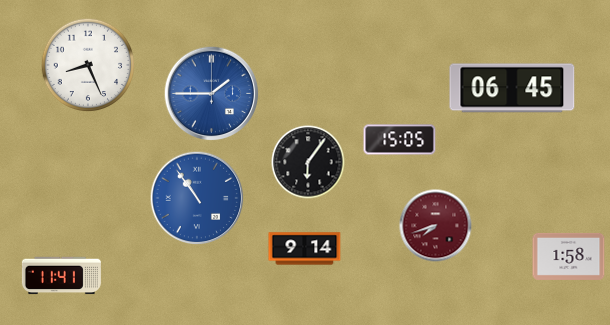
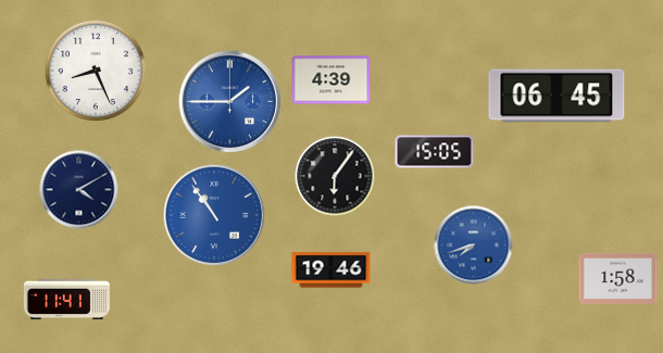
clock at (331, 80): none -> 4:39
clock at (79, 190): none -> 4:10
clock at (436, 226) dial: burgundy -> blue
clock at (305, 249): 9:14 -> 19:46
